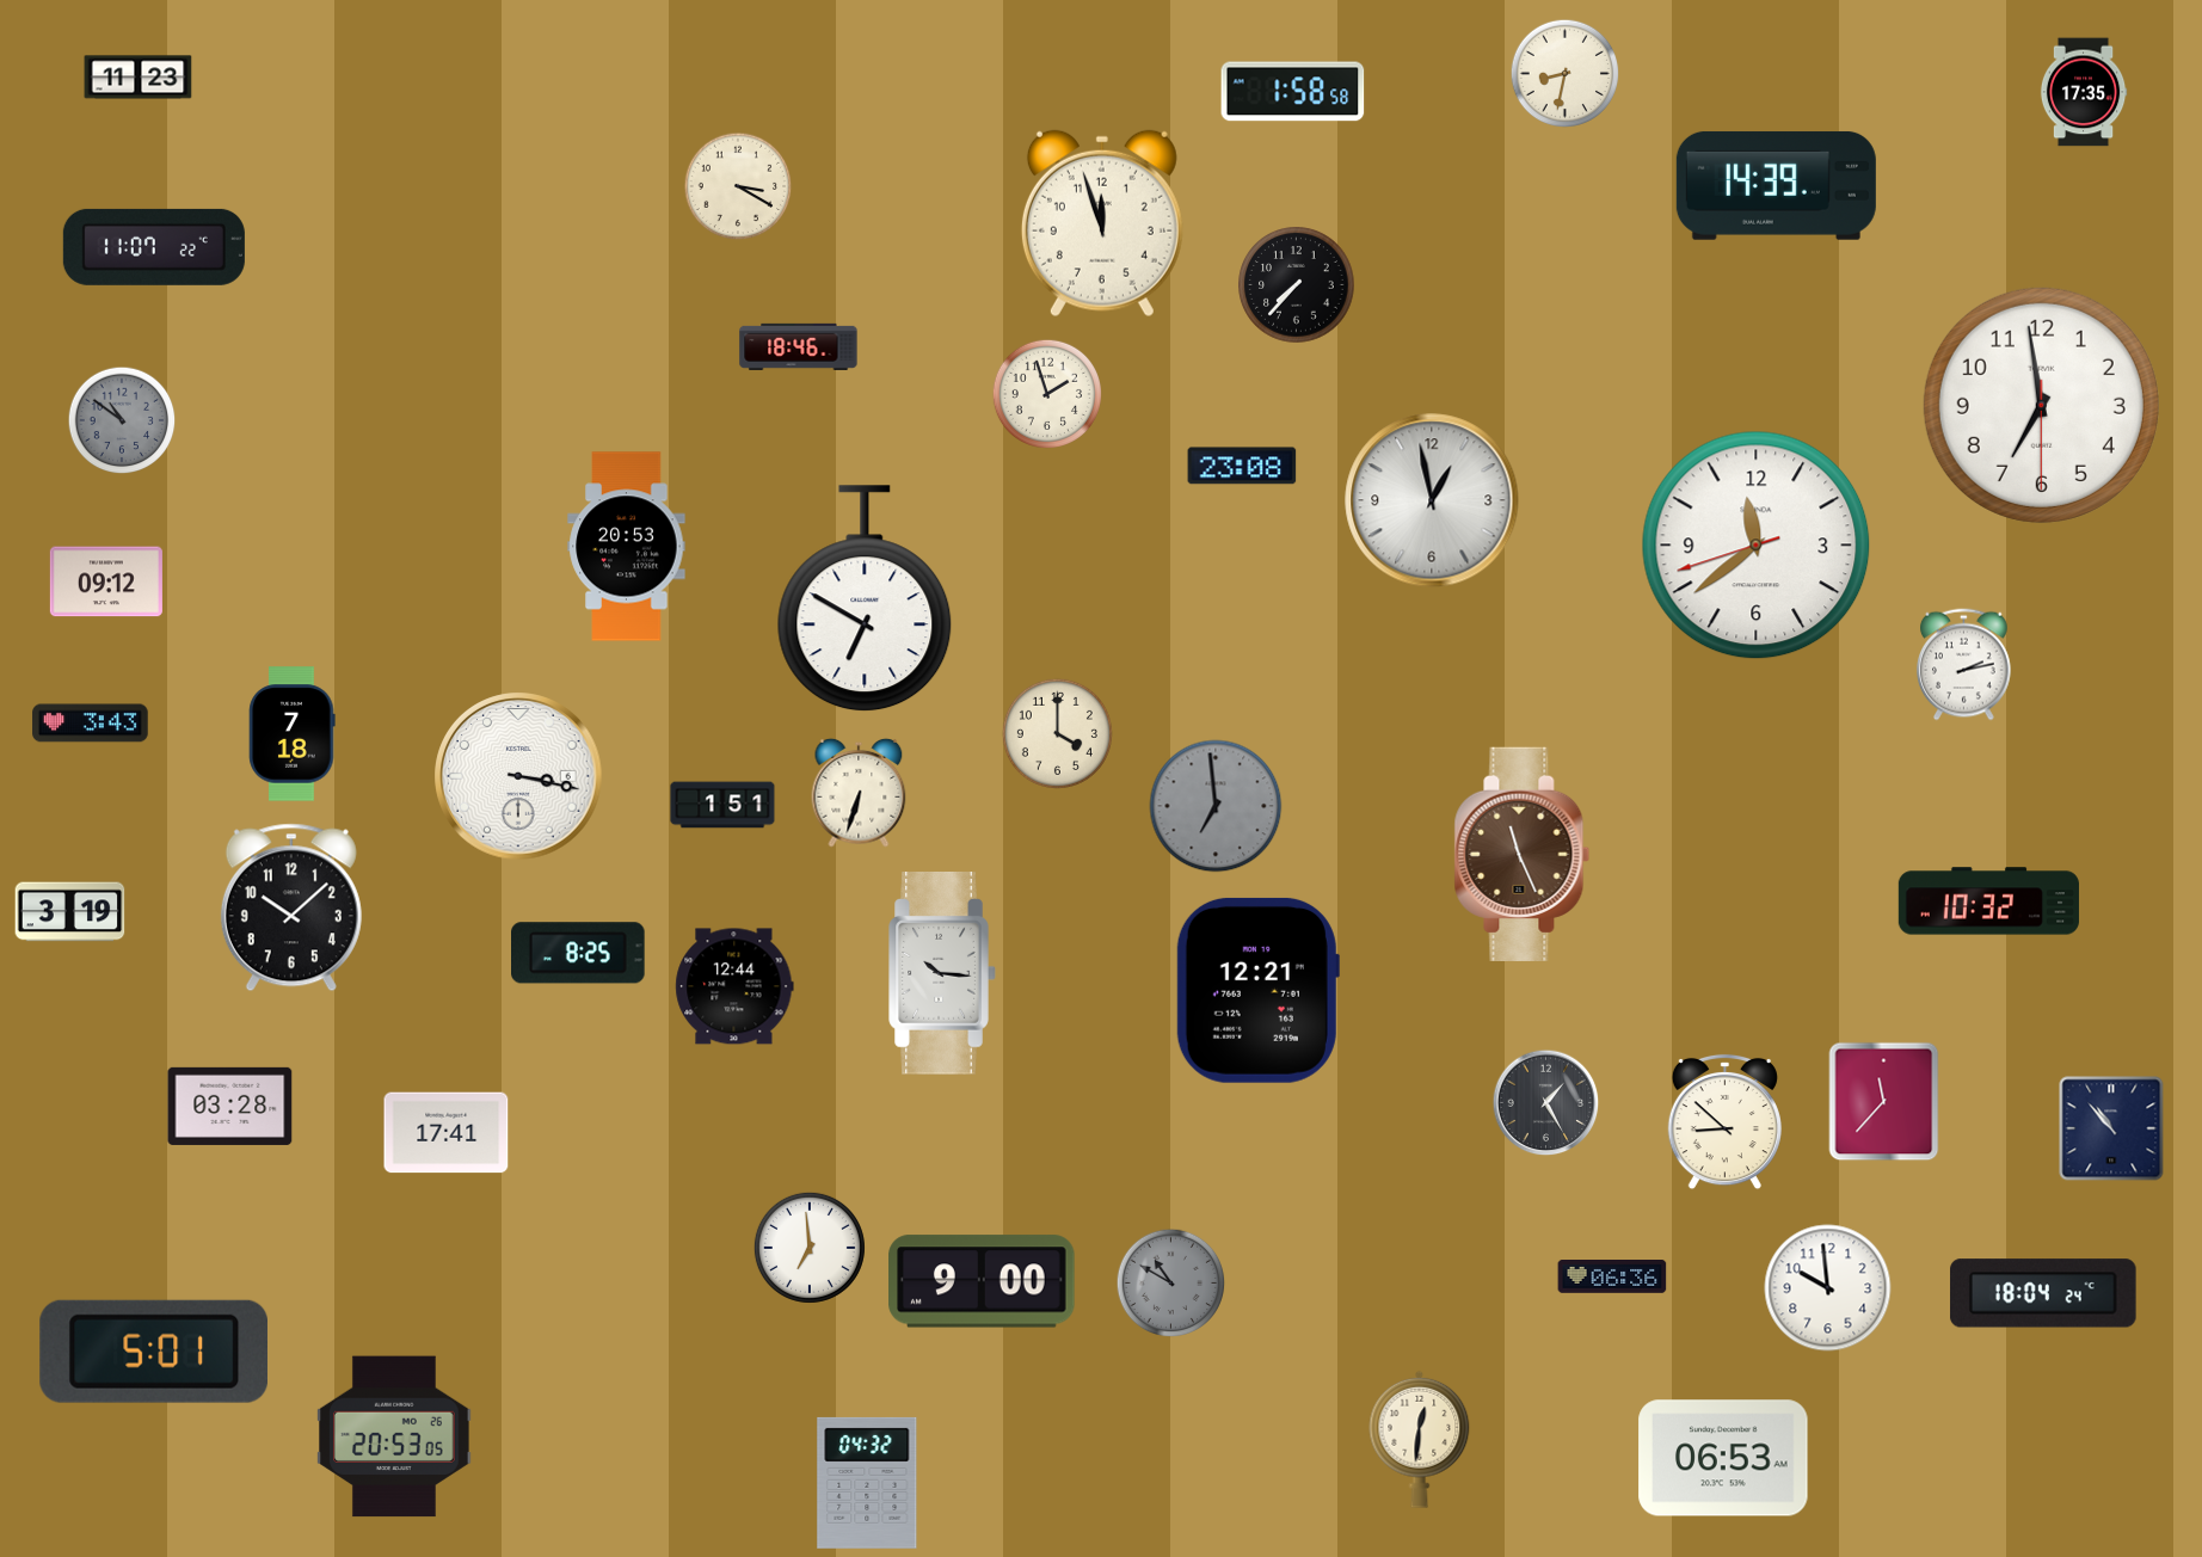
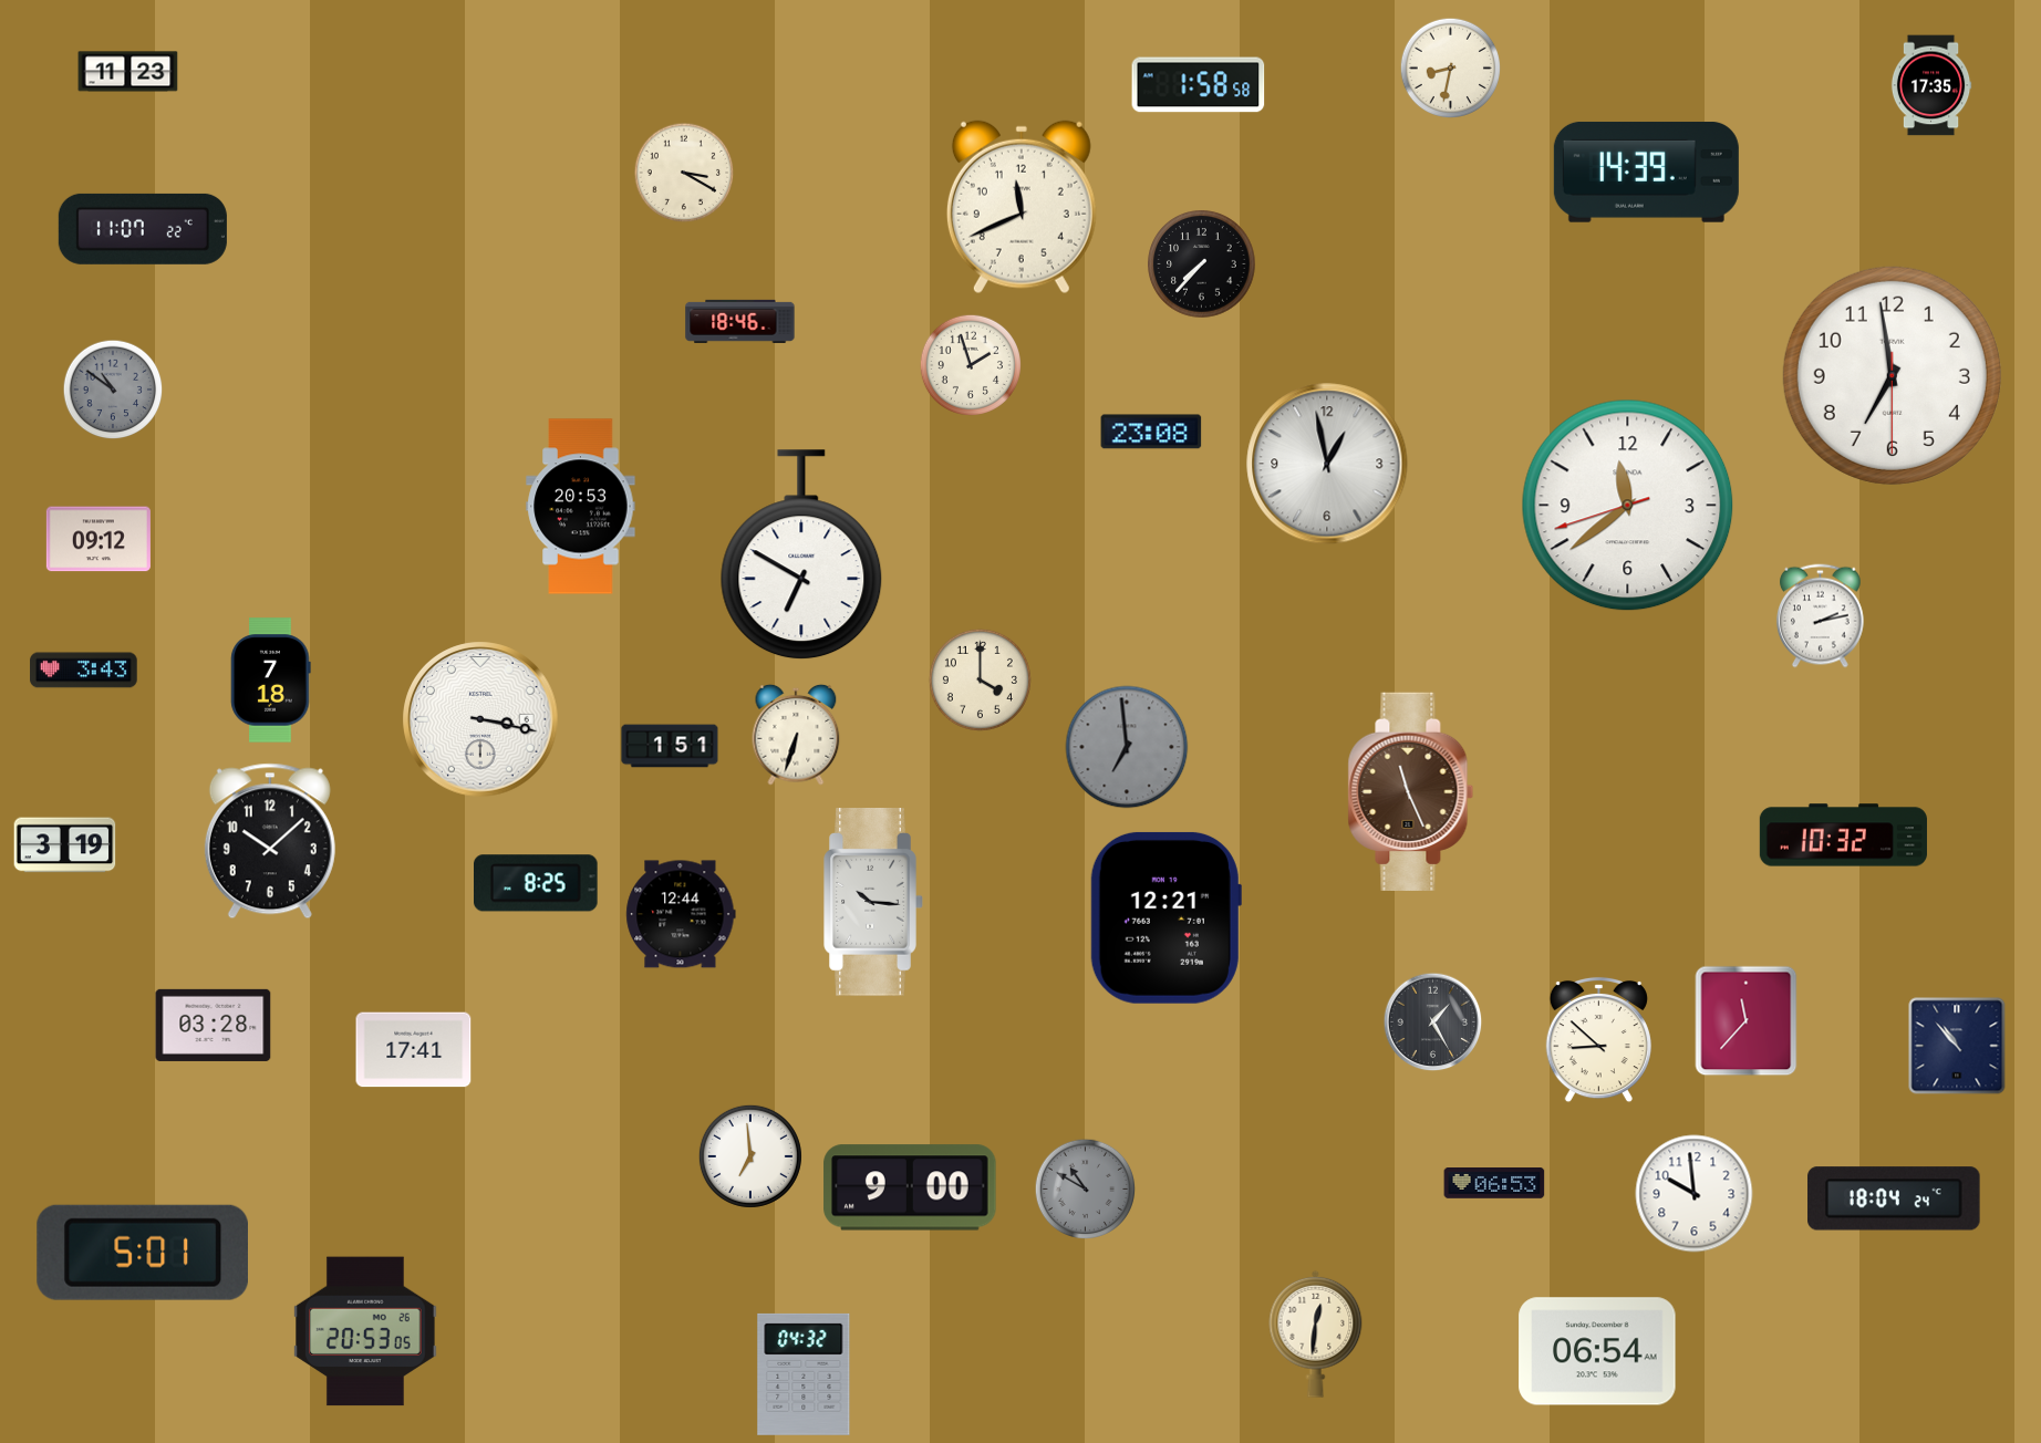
clock at (1102, 223): 11:57 -> 11:41
clock at (1612, 1278): 06:36 -> 06:53
clock at (1723, 1458): 06:53 -> 06:54
